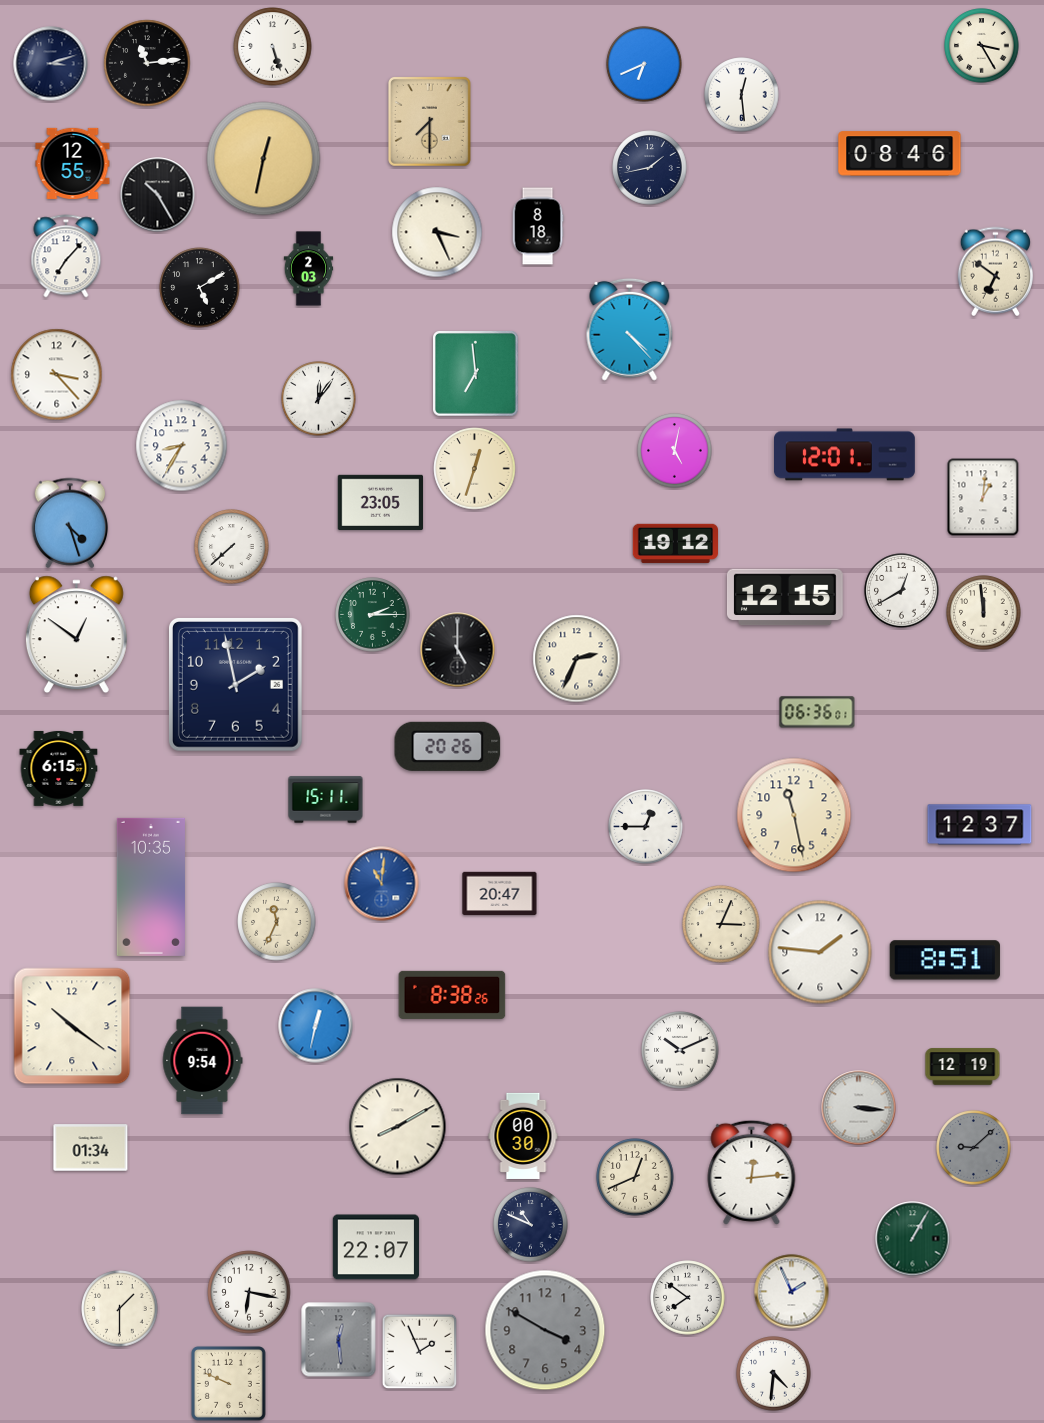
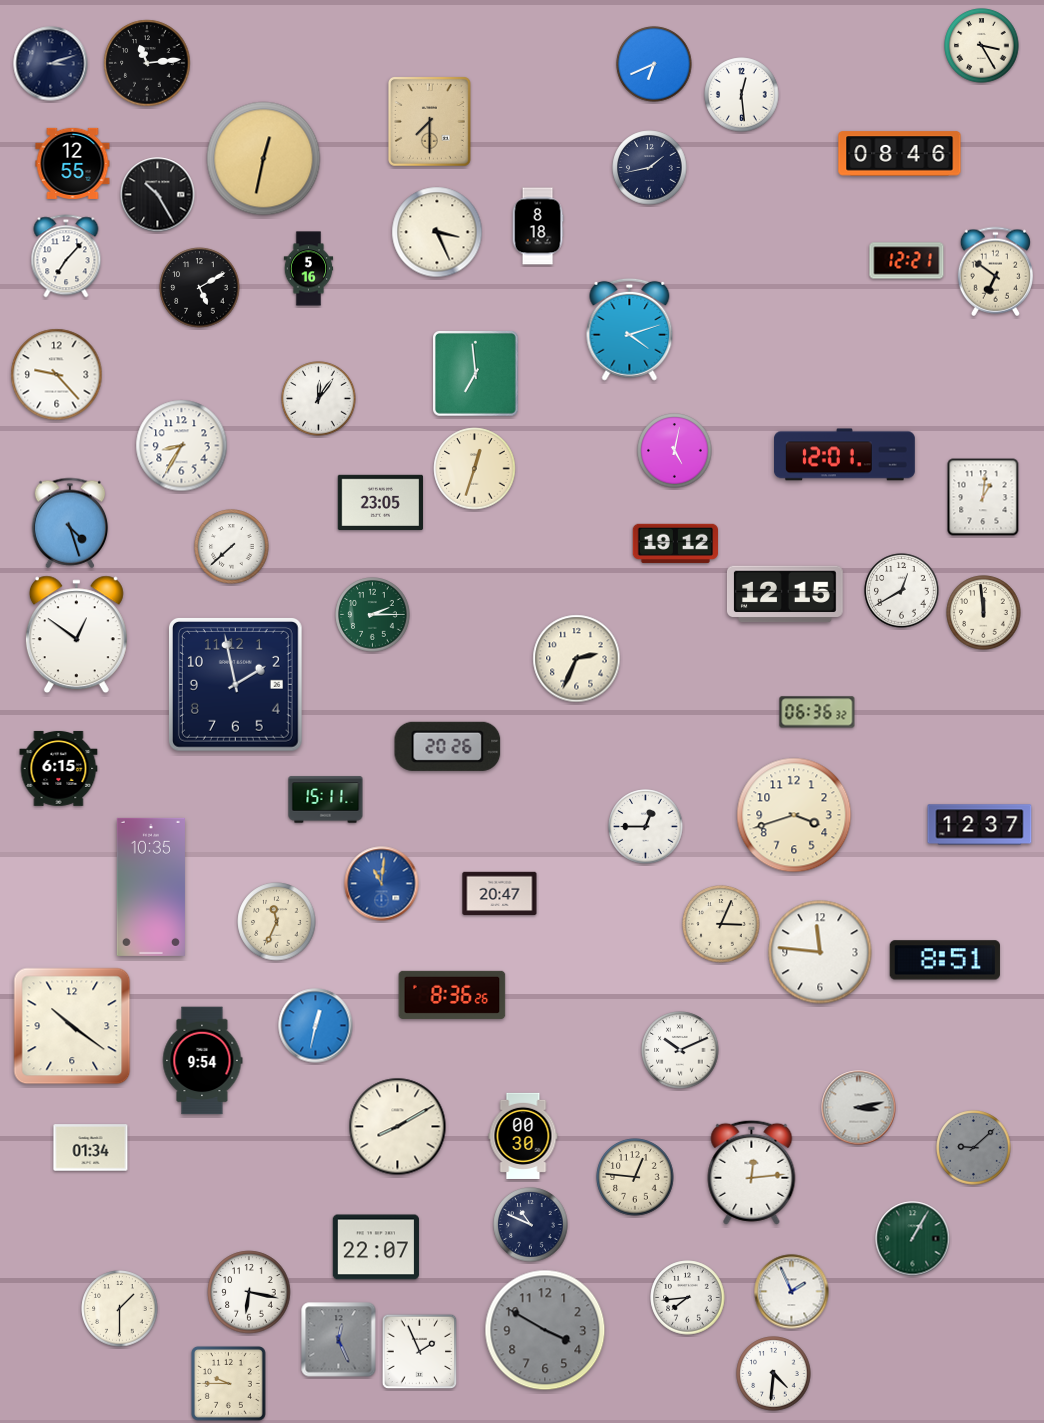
clock at (273, 47): 5:27 -> none
clock at (644, 64) position: (644, 64) -> (654, 64)
clock at (907, 261): none -> 12:21
clock at (309, 269): 2:03 -> 5:16
clock at (630, 329): 4:23 -> 4:12
clock at (57, 375): 3:23 -> 9:23
clock at (786, 597) position: (786, 597) -> (786, 594)
clock at (458, 650): 5:00 -> none
clock at (817, 712): 06:36:01 -> 06:36:32
clock at (794, 815): 11:28 -> 3:42
clock at (820, 952): 1:46 -> 11:46
clock at (452, 995): 8:38 -> 8:36
clock at (963, 1067): 12:19 -> none
clock at (859, 1108): 3:16 -> 3:13
clock at (635, 1177): 12:41 -> 12:46
clock at (688, 1298): 7:51 -> 7:44
clock at (339, 1340): 12:29 -> 12:26
clock at (228, 1383): 9:49 -> 9:45
